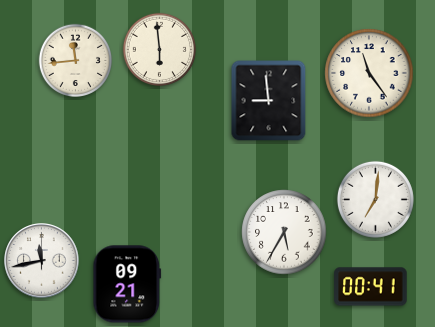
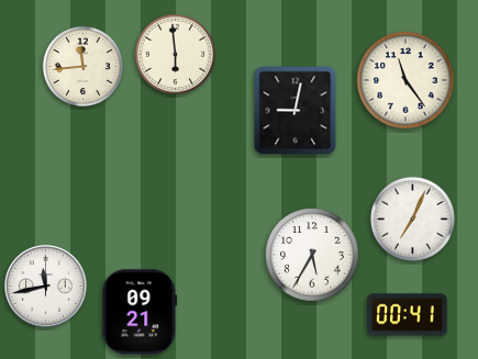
clock at (269, 101): 8:59 -> 9:02
clock at (375, 199): 7:01 -> 7:04
